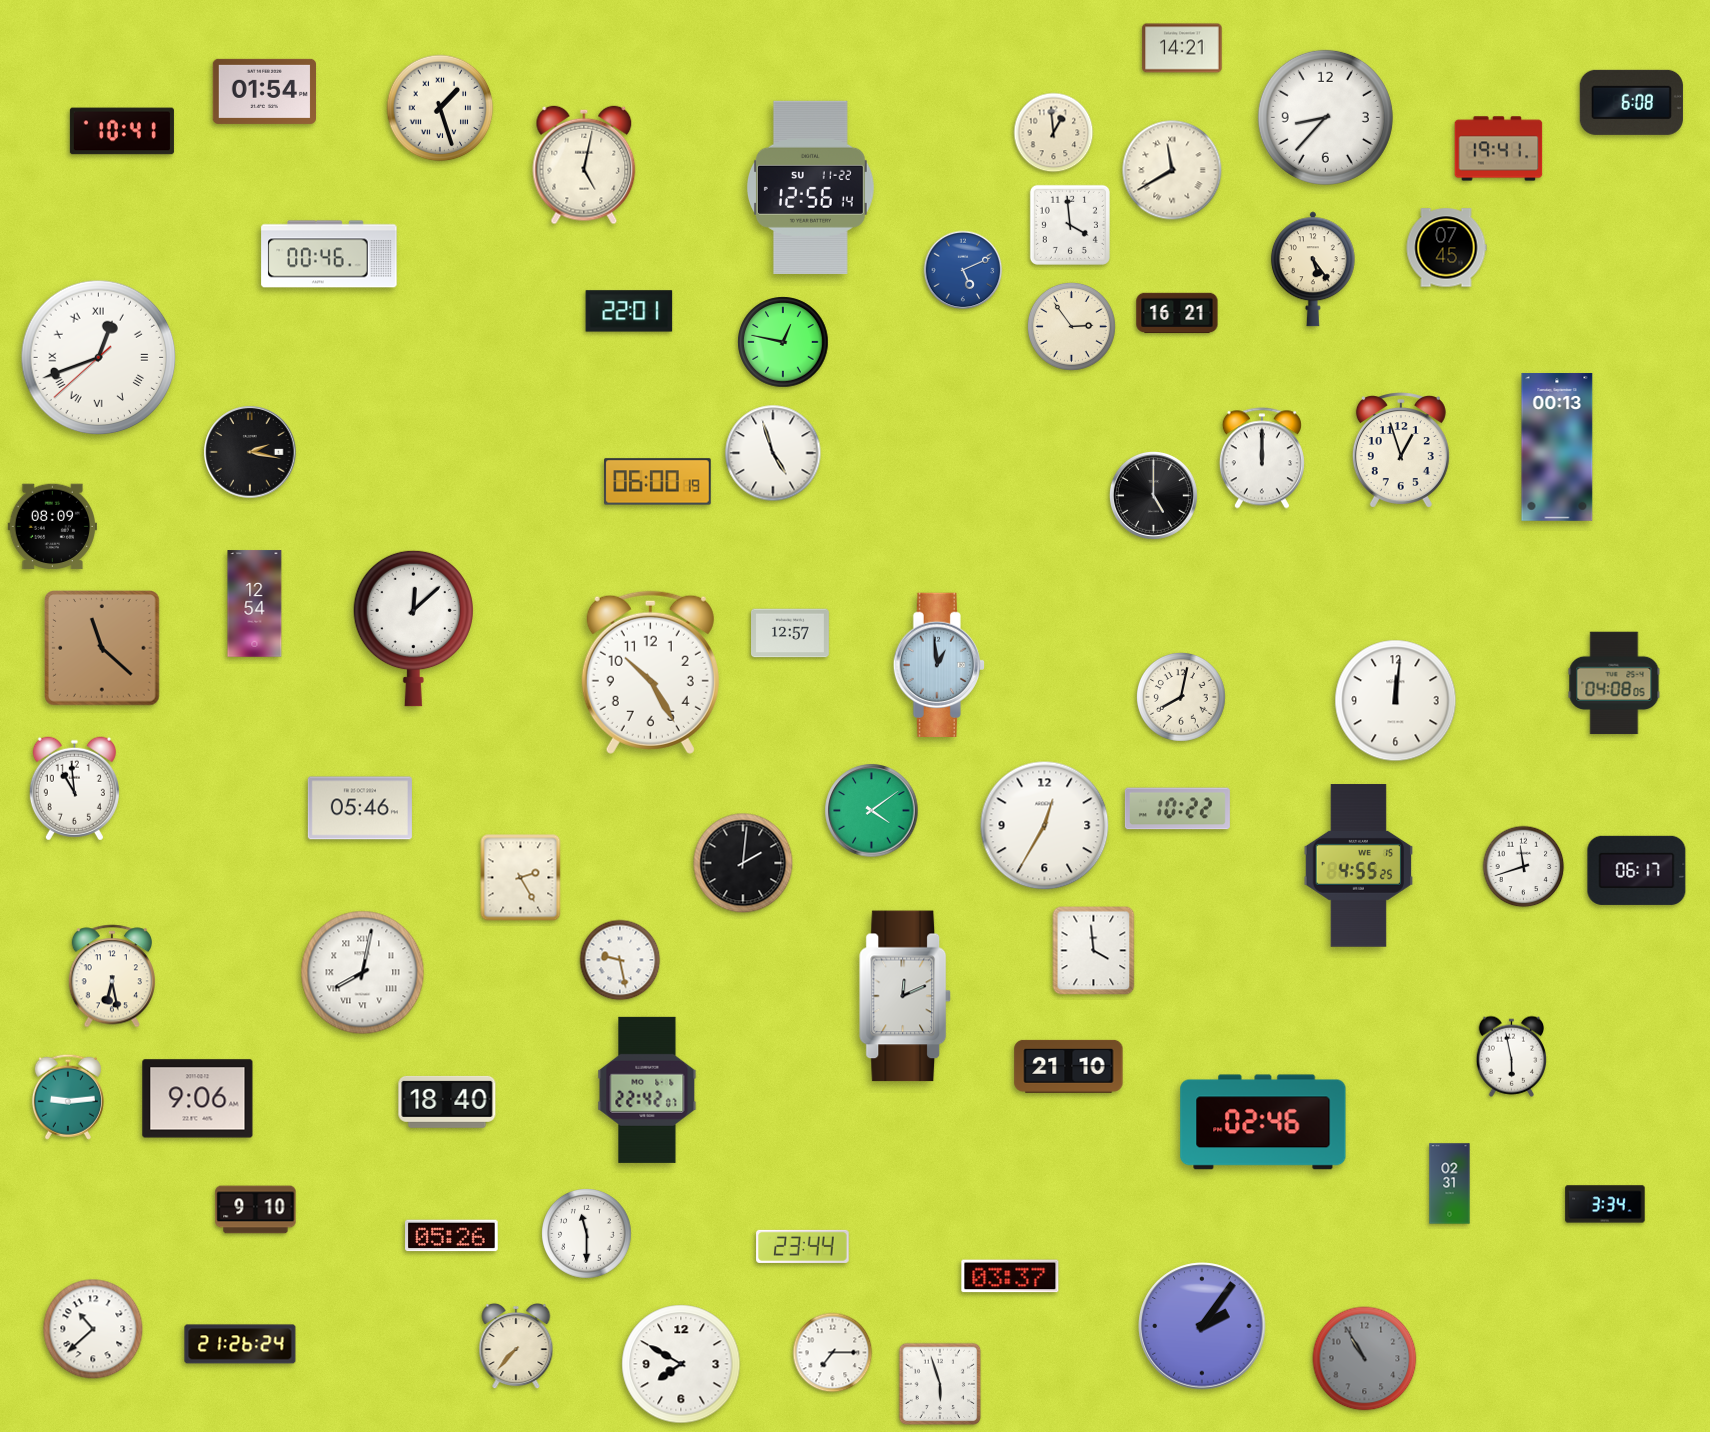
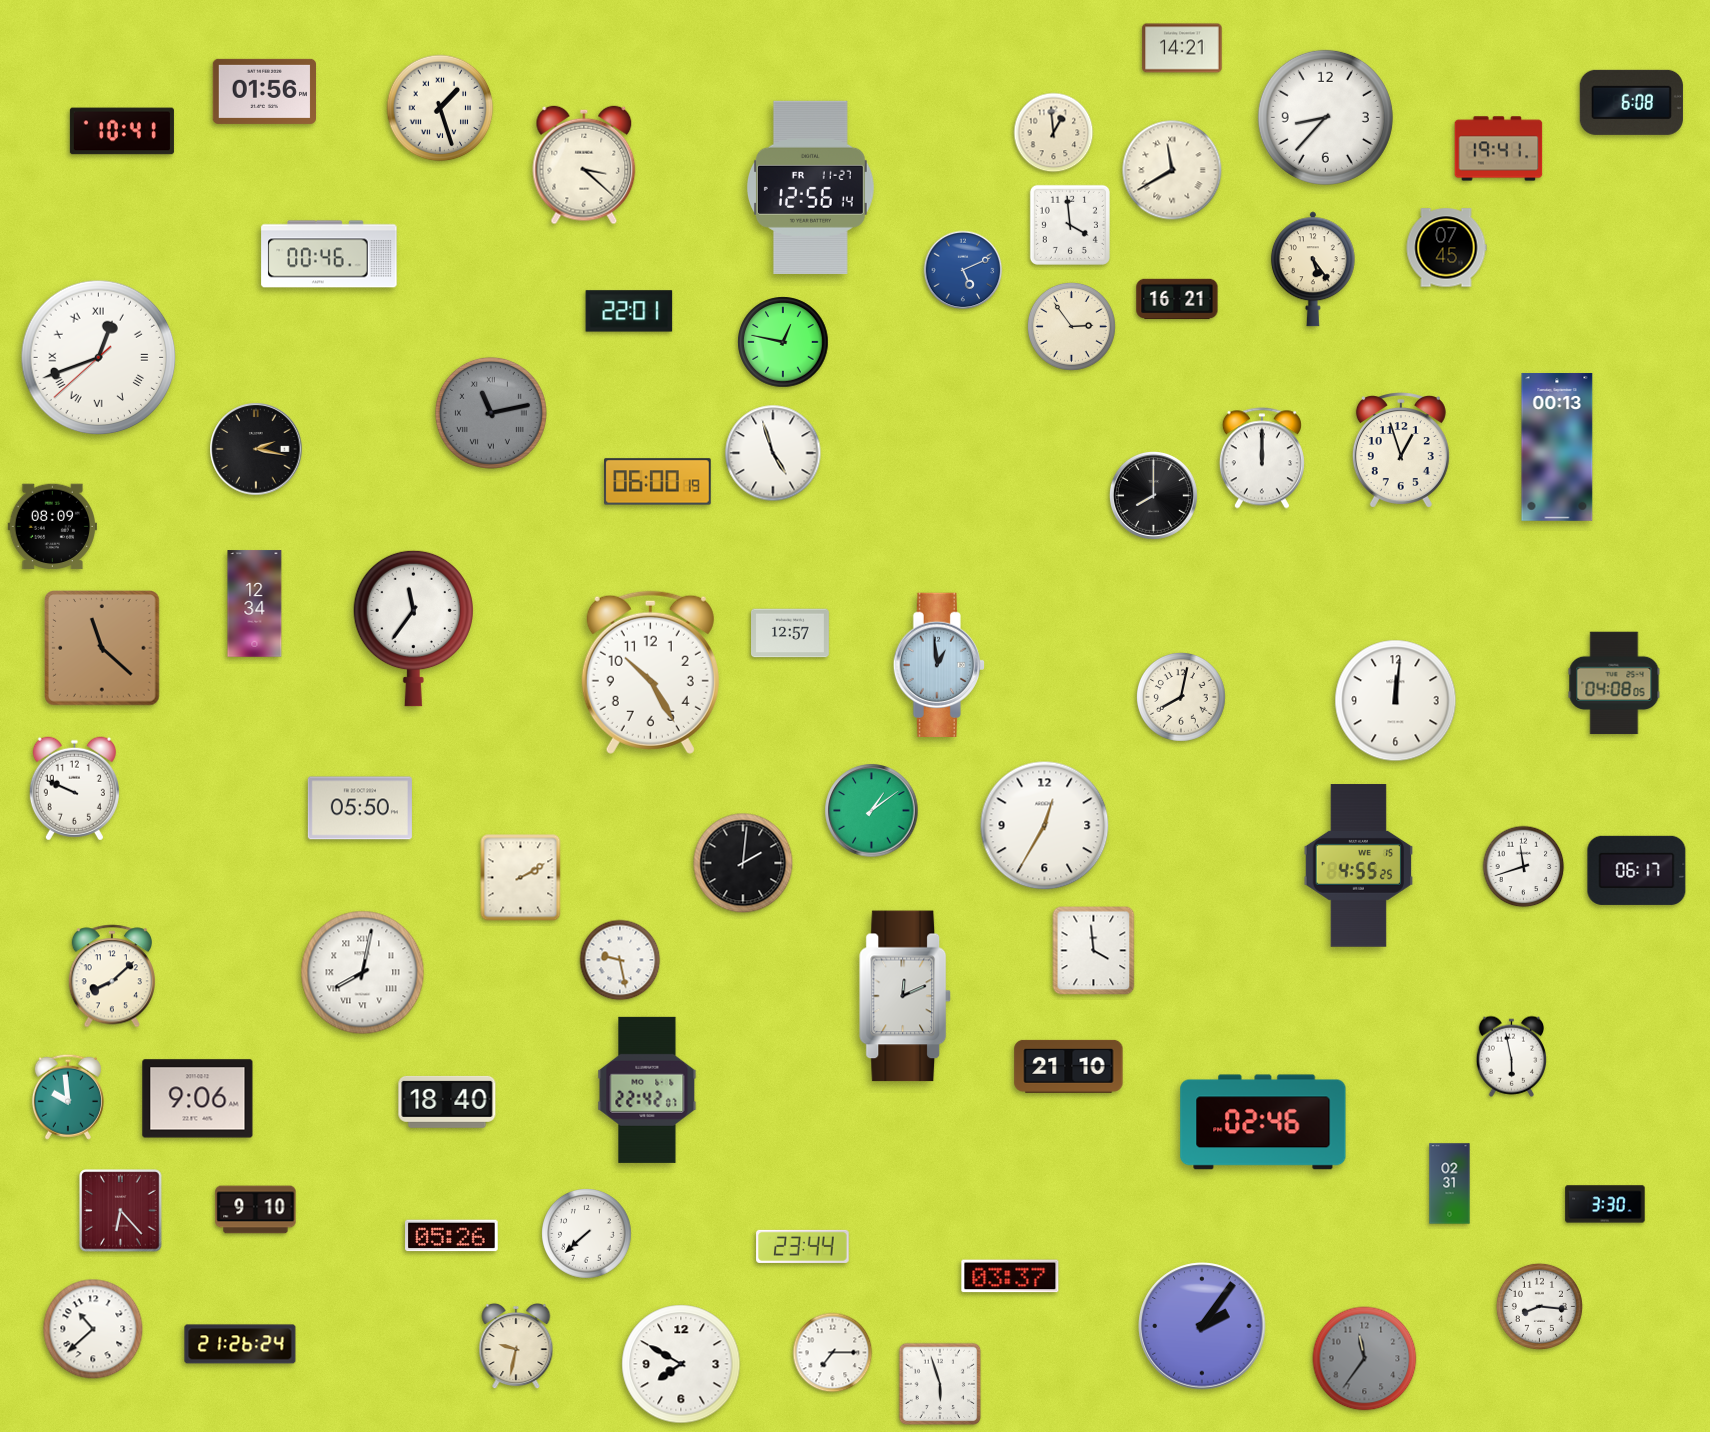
clock at (264, 91): 01:54 -> 01:56
clock at (584, 165): 5:02 -> 3:22
clock at (810, 187) date: SU 11-22 -> FR 11-27
clock at (1177, 313) position: (1177, 313) -> (1177, 299)
clock at (491, 413): none -> 11:13
clock at (250, 452) position: (250, 452) -> (256, 449)
clock at (1153, 495): 5:00 -> 8:00
clock at (255, 604): 12:54 -> 12:34
clock at (413, 628): 12:08 -> 11:36
clock at (74, 789): 10:59 -> 9:49
clock at (360, 808): 05:46 -> 05:50
clock at (1177, 809): 10:22 -> none
clock at (872, 811): 4:09 -> 1:09
clock at (521, 878): 2:25 -> 2:10
clock at (112, 976): 6:28 -> 8:08
clock at (68, 1097): 9:14 -> 9:59
clock at (1605, 1204): 3:34 -> 3:30
clock at (121, 1211): none -> 6:23
clock at (587, 1234): 11:30 -> 7:38
clock at (1539, 1306): none -> 8:16
clock at (516, 1347): 7:37 -> 9:32
clock at (1365, 1359): 10:55 -> 11:36
